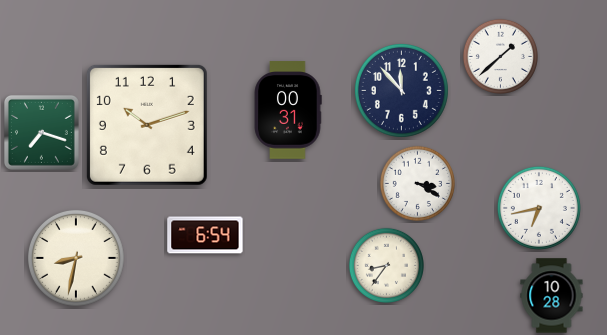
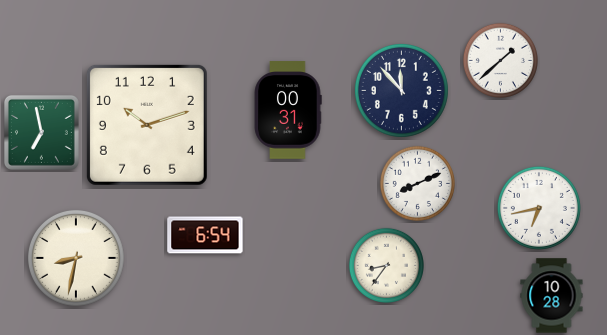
clock at (500, 56) position: (500, 56) -> (500, 60)
clock at (41, 132): 7:18 -> 6:58
clock at (417, 183): 3:20 -> 8:11
